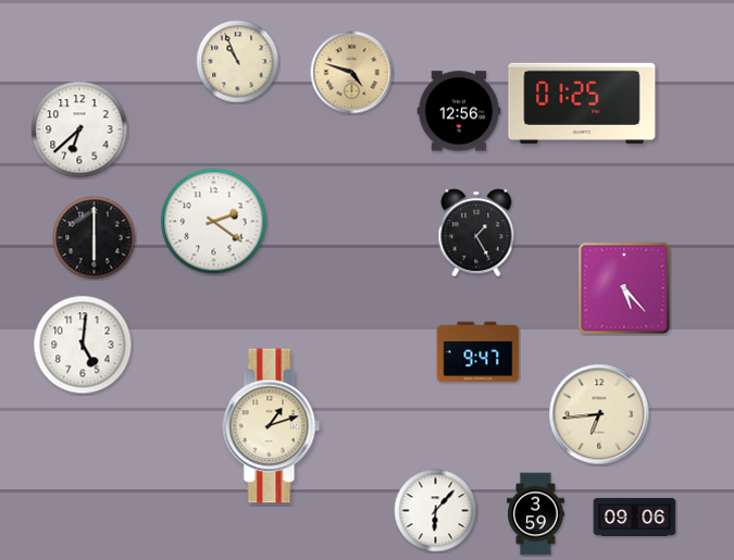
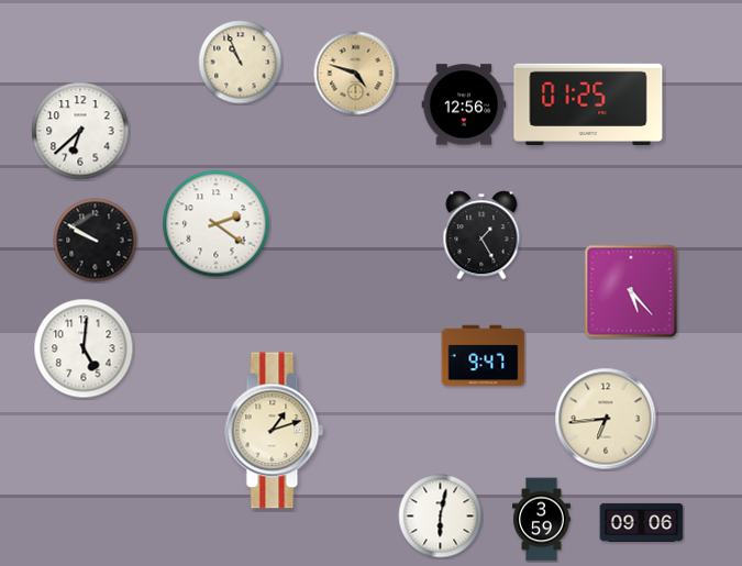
clock at (459, 111) position: (459, 111) -> (464, 104)
clock at (95, 238): 6:00 -> 9:50
clock at (436, 511): 6:07 -> 6:02
